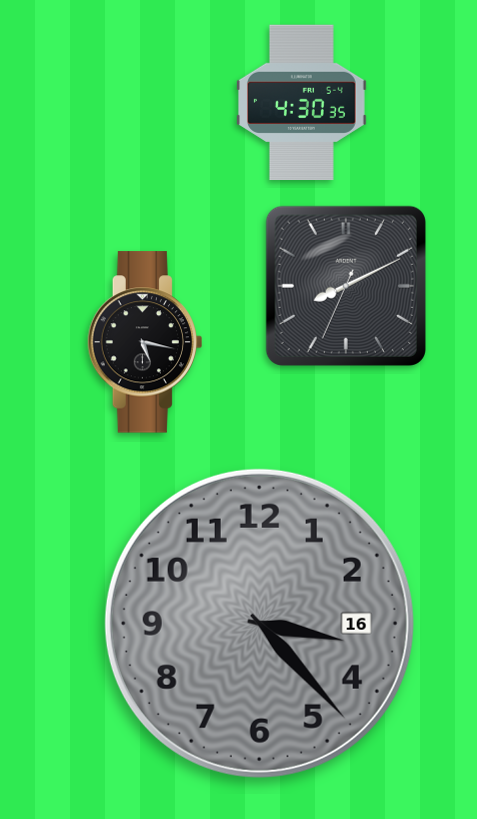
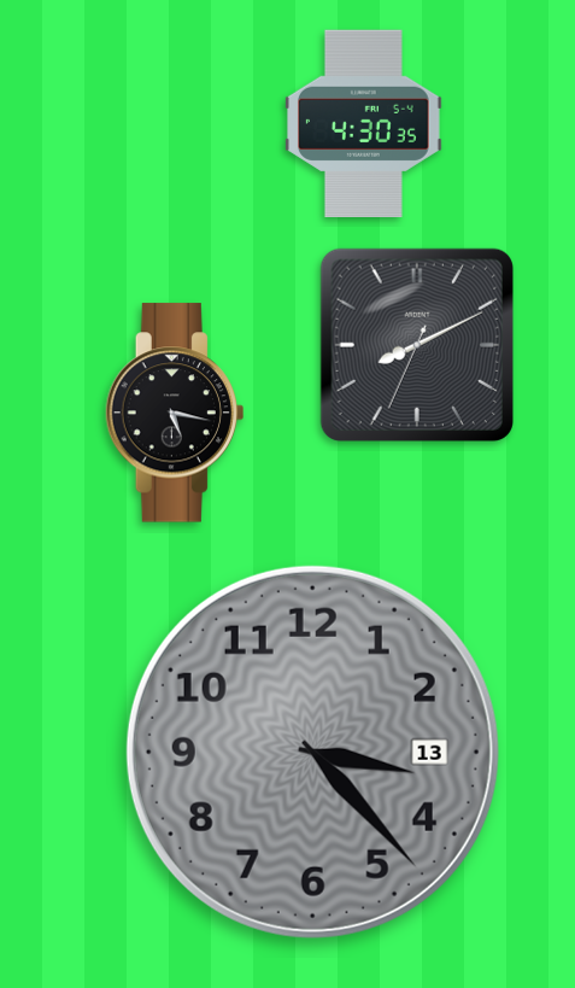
clock at (259, 623) date: 16 -> 13
